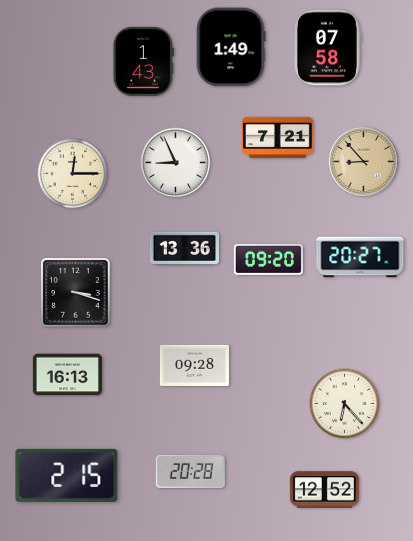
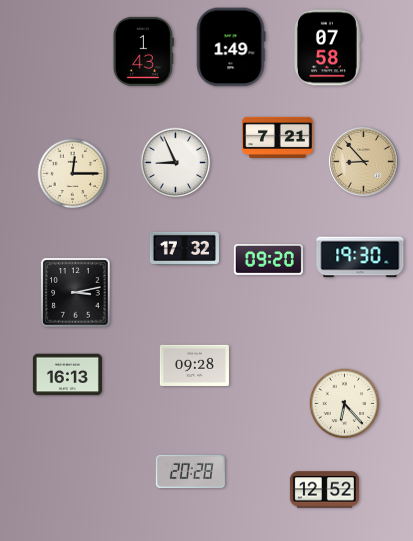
clock at (143, 61) position: (143, 61) -> (143, 51)
clock at (184, 248): 13:36 -> 17:32
clock at (360, 257): 20:27 -> 19:30
clock at (76, 293): 3:18 -> 3:13
clock at (67, 475): 2:15 -> none
